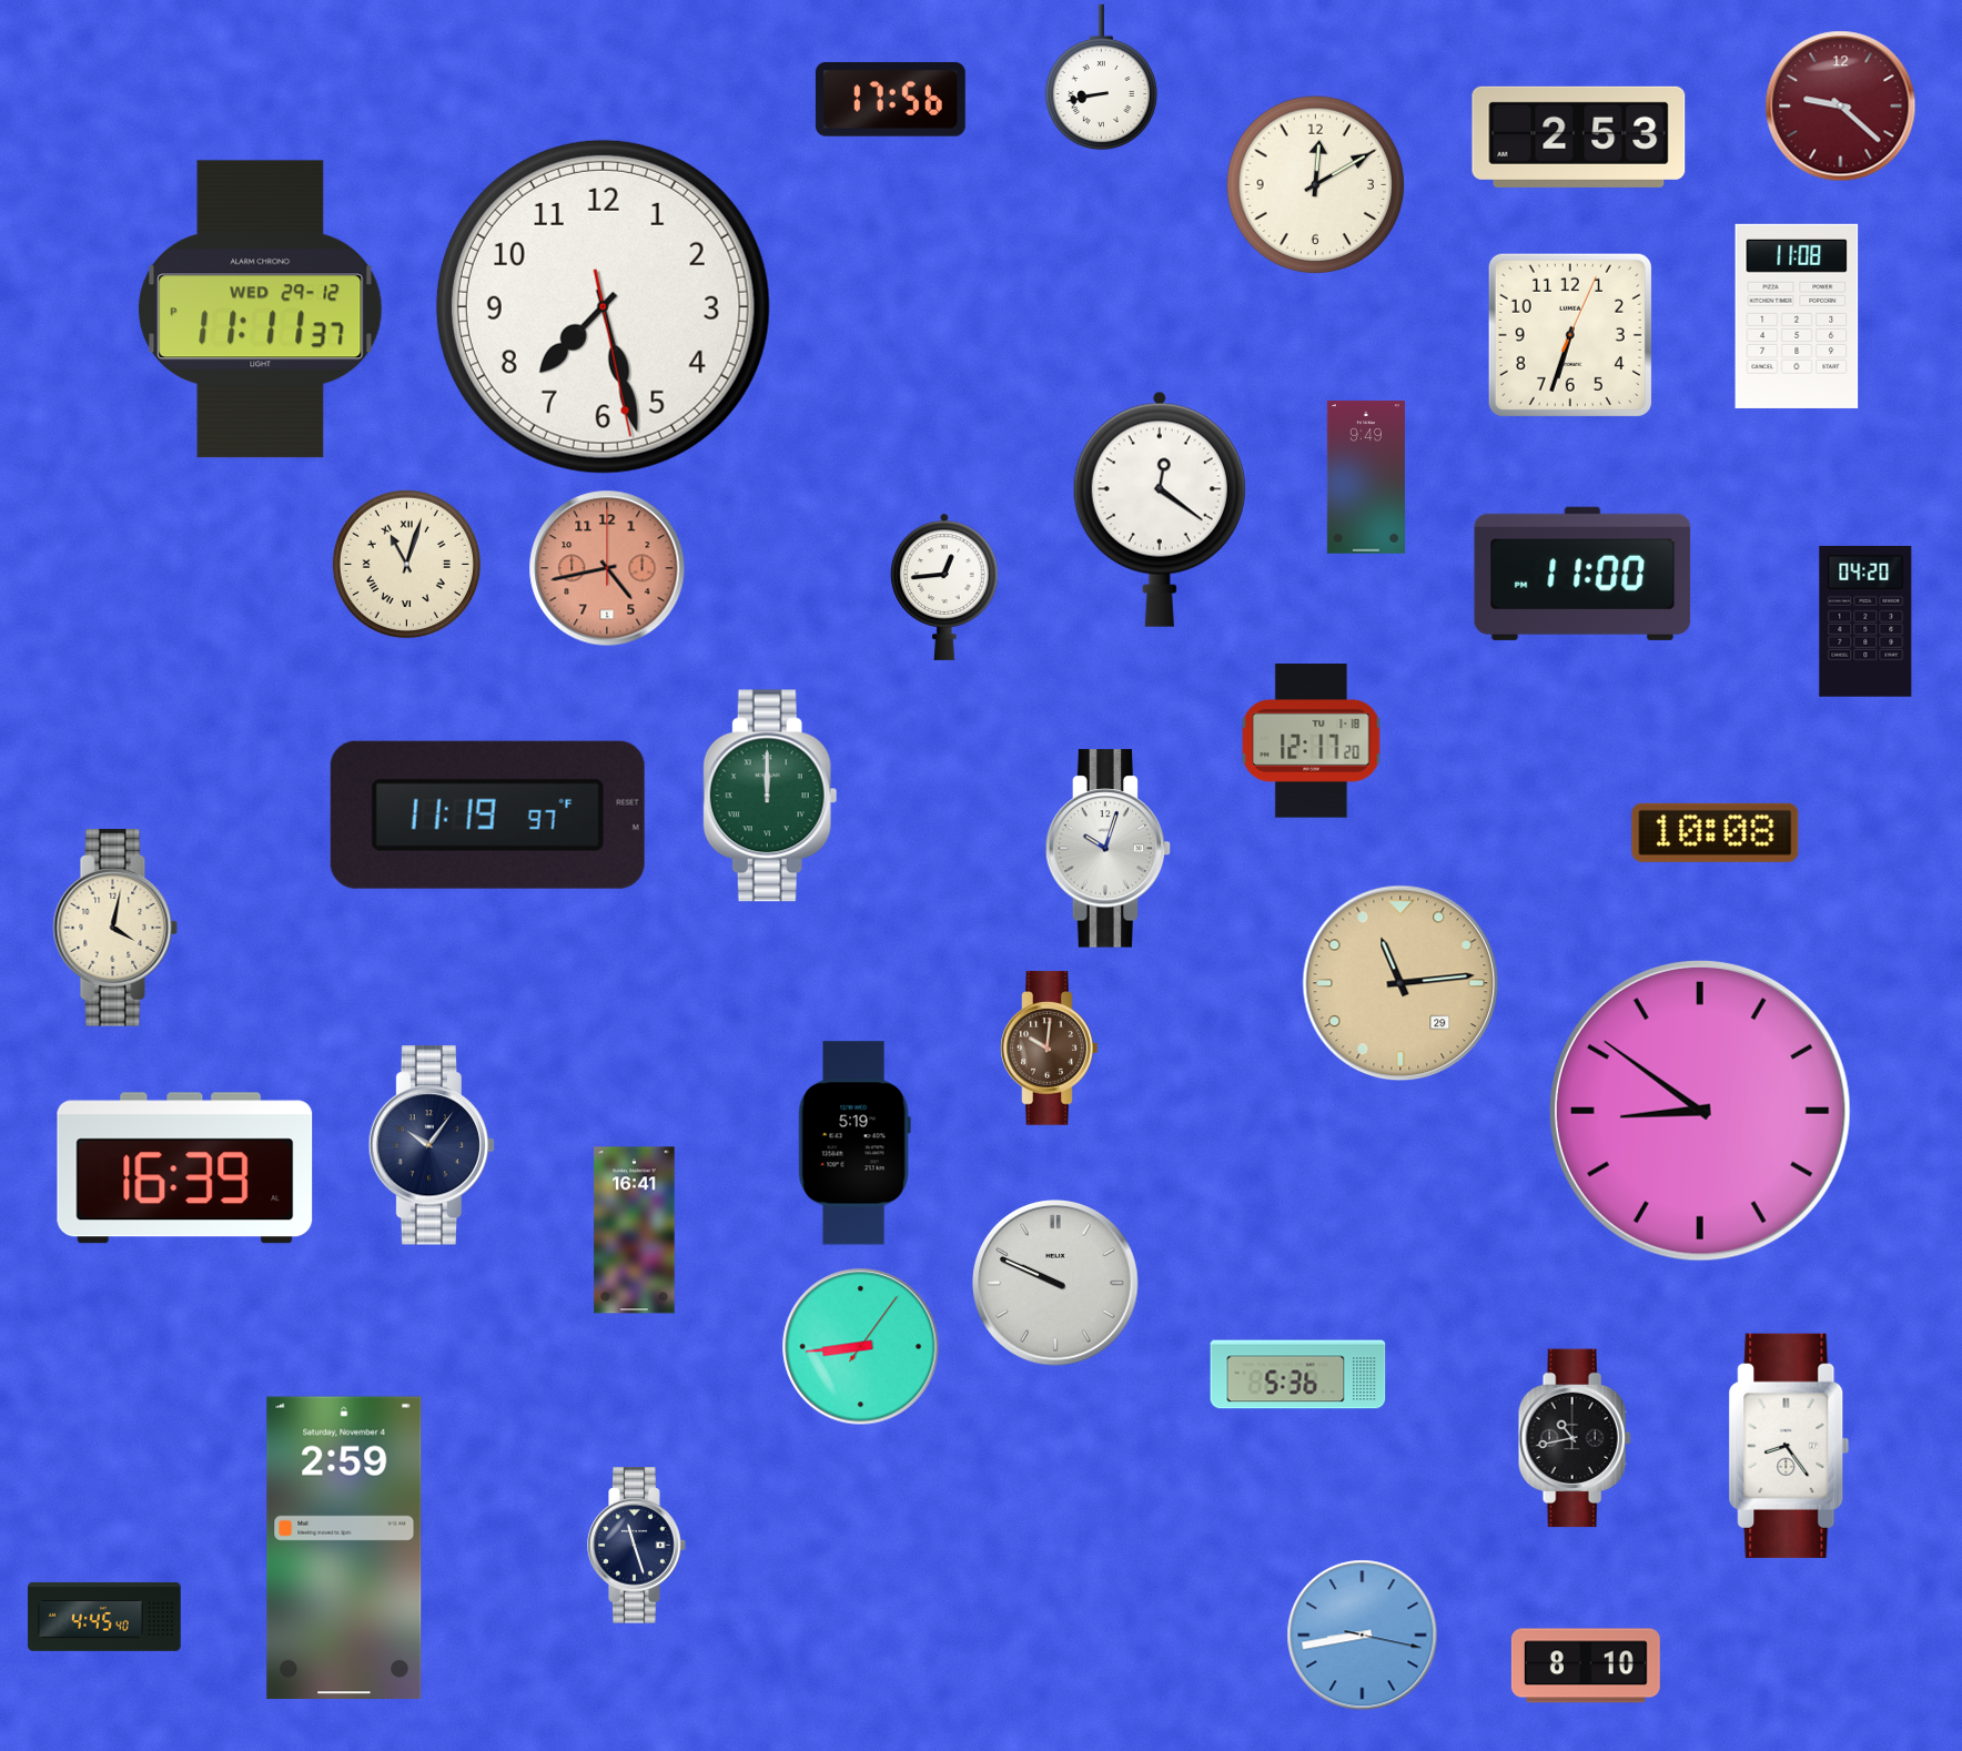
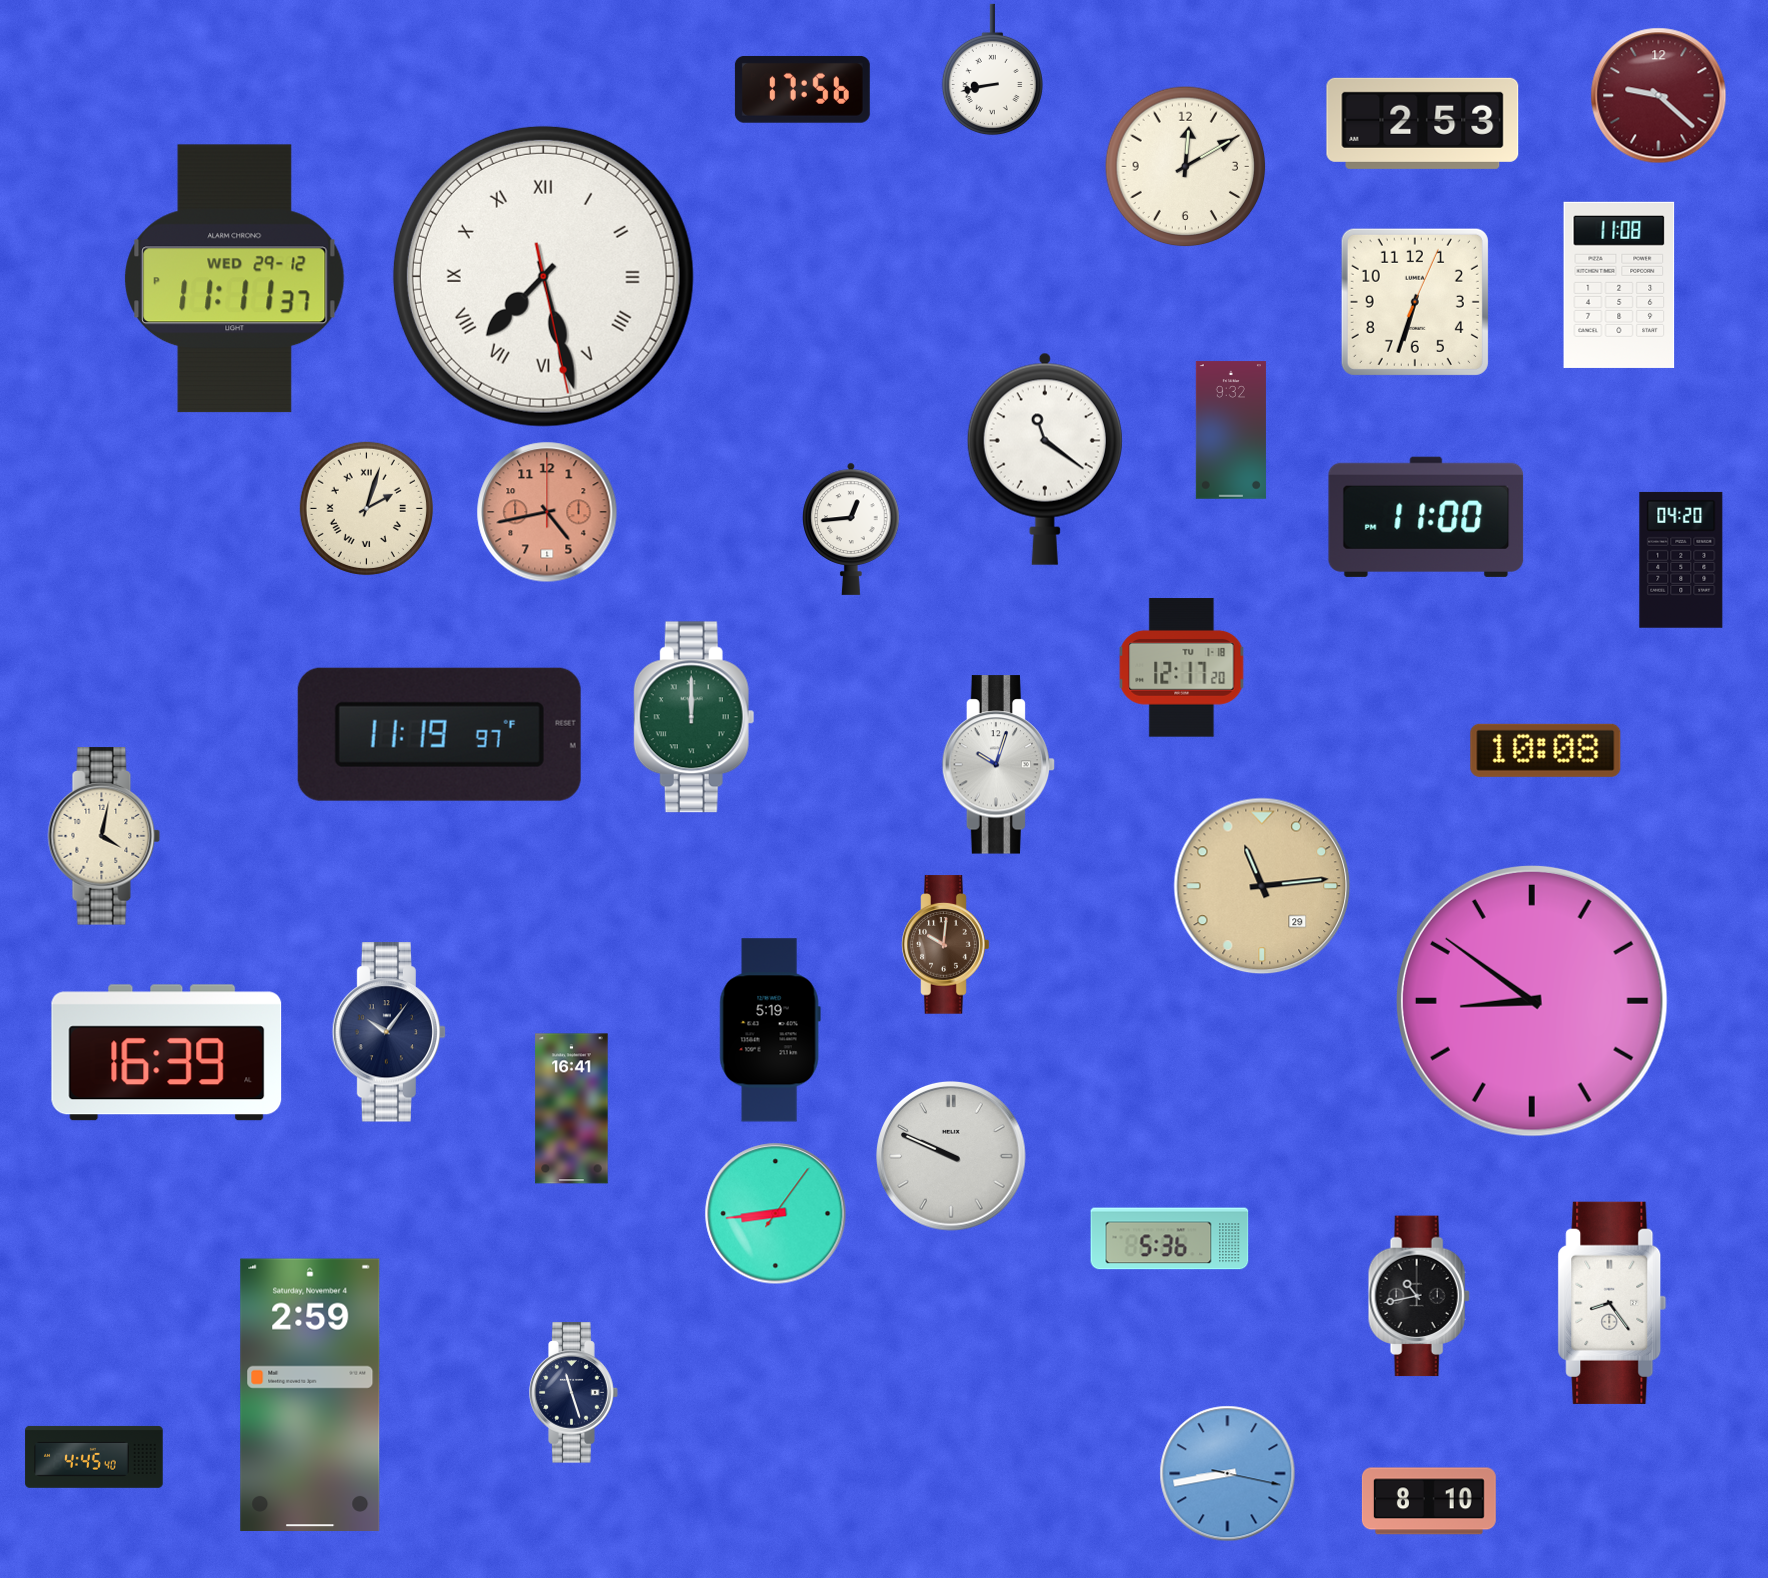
clock at (603, 306) numerals: Arabic -> Roman
clock at (1366, 477): 9:49 -> 9:32
clock at (1160, 509): 12:21 -> 11:21
clock at (406, 564): 11:03 -> 2:03
